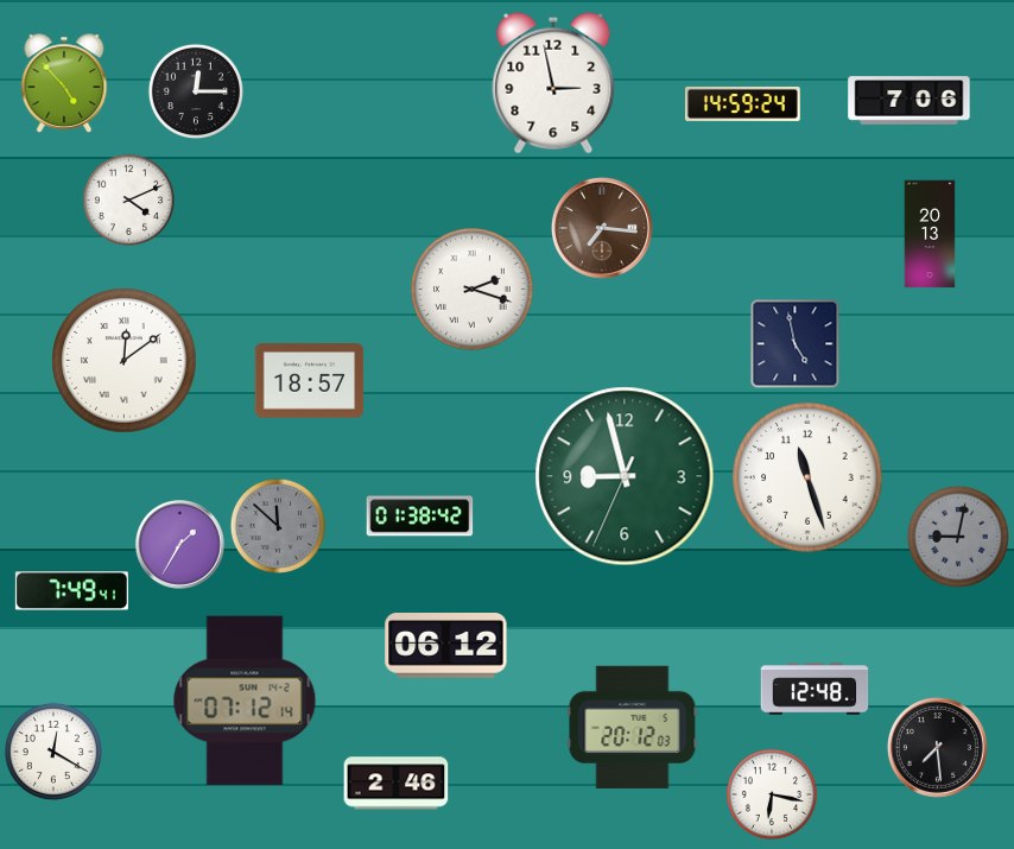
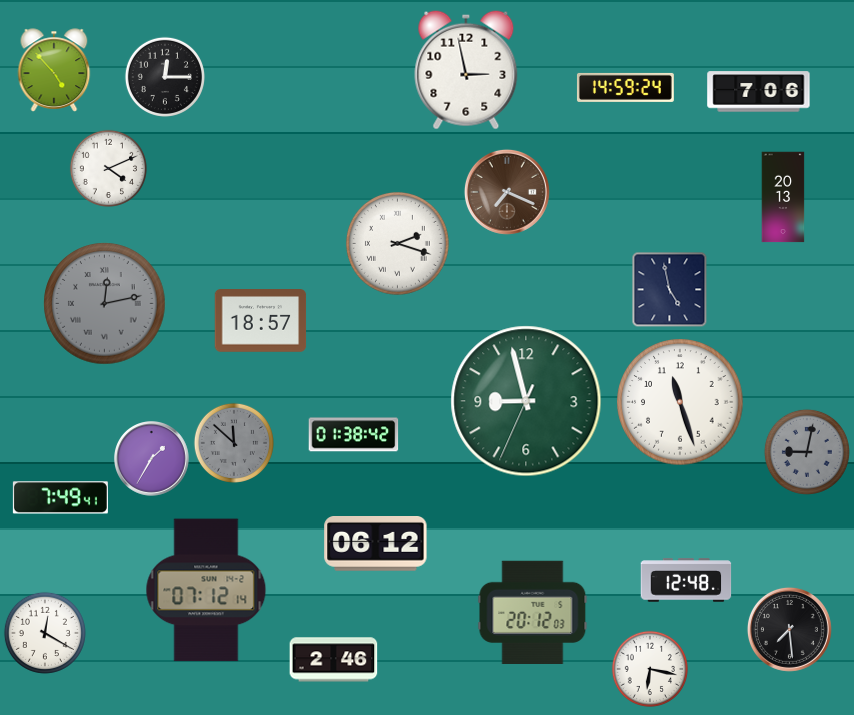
clock at (910, 101) position: (910, 101) -> (759, 92)
clock at (602, 228): 7:16 -> 7:19
clock at (125, 361): 12:09 -> 12:13
clock at (125, 361) dial: white -> grey
